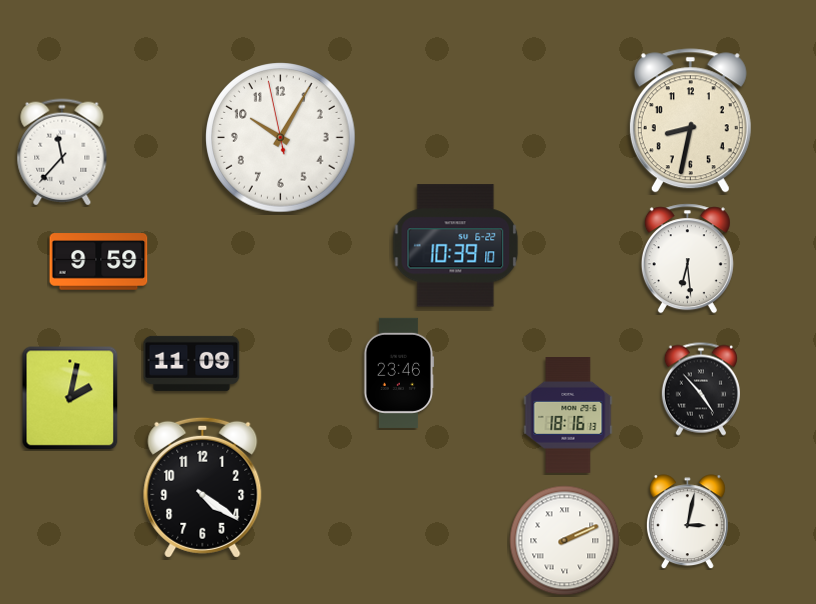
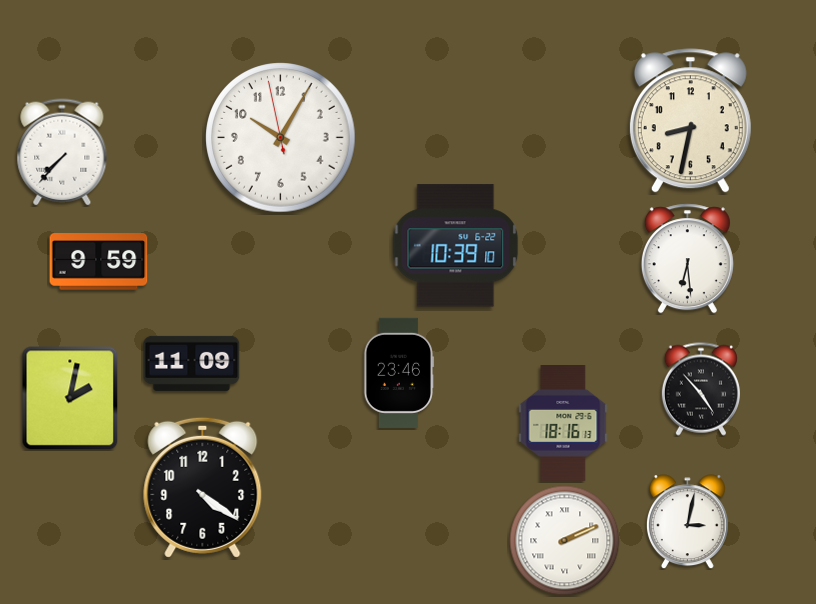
clock at (62, 152): 11:37 -> 7:37
clock at (568, 416) position: (568, 416) -> (563, 424)
